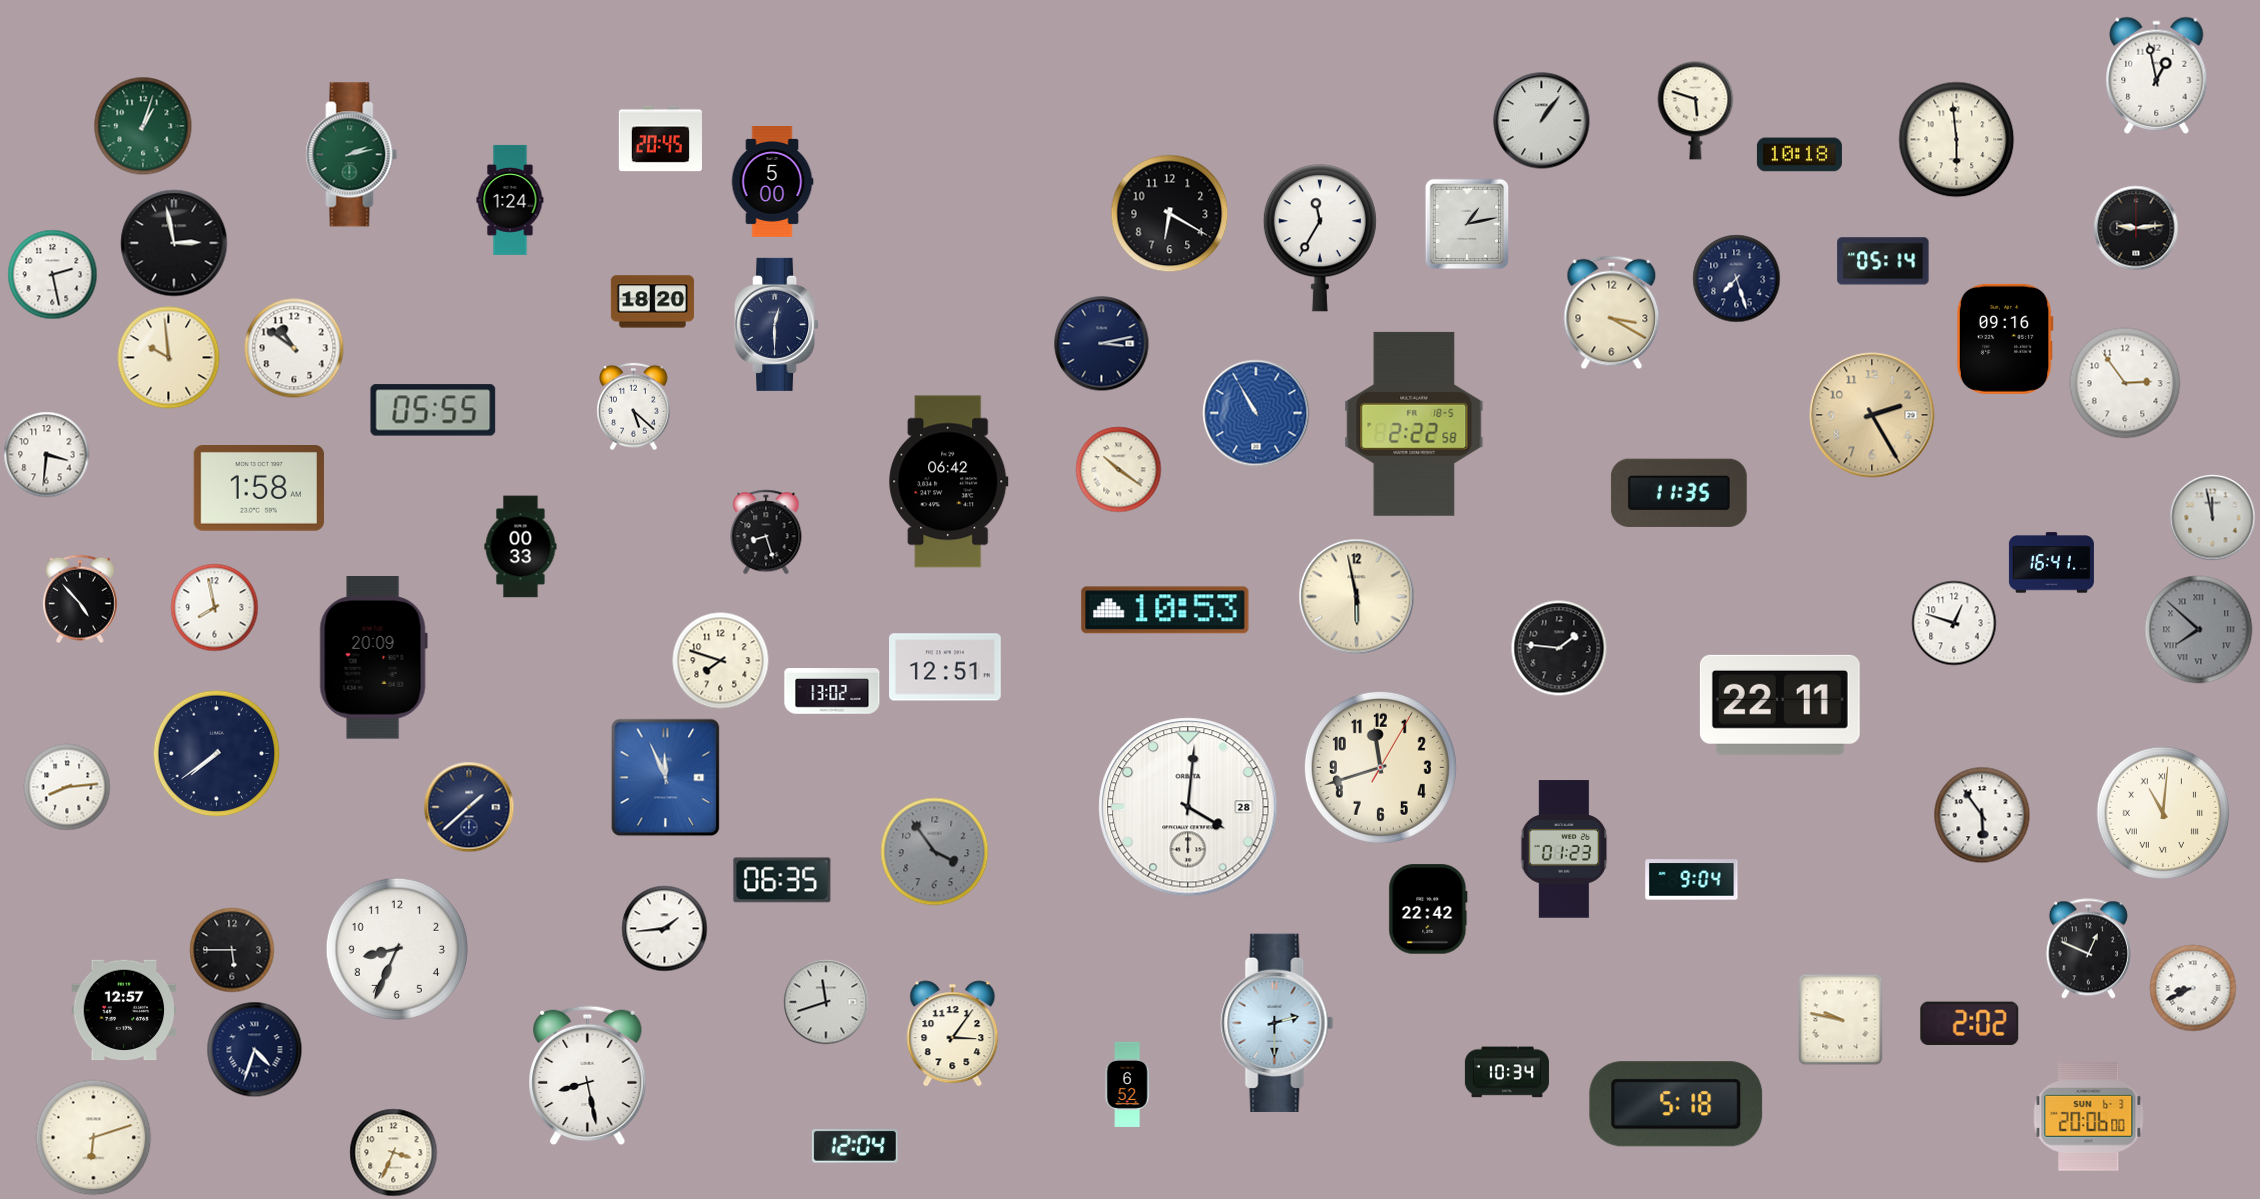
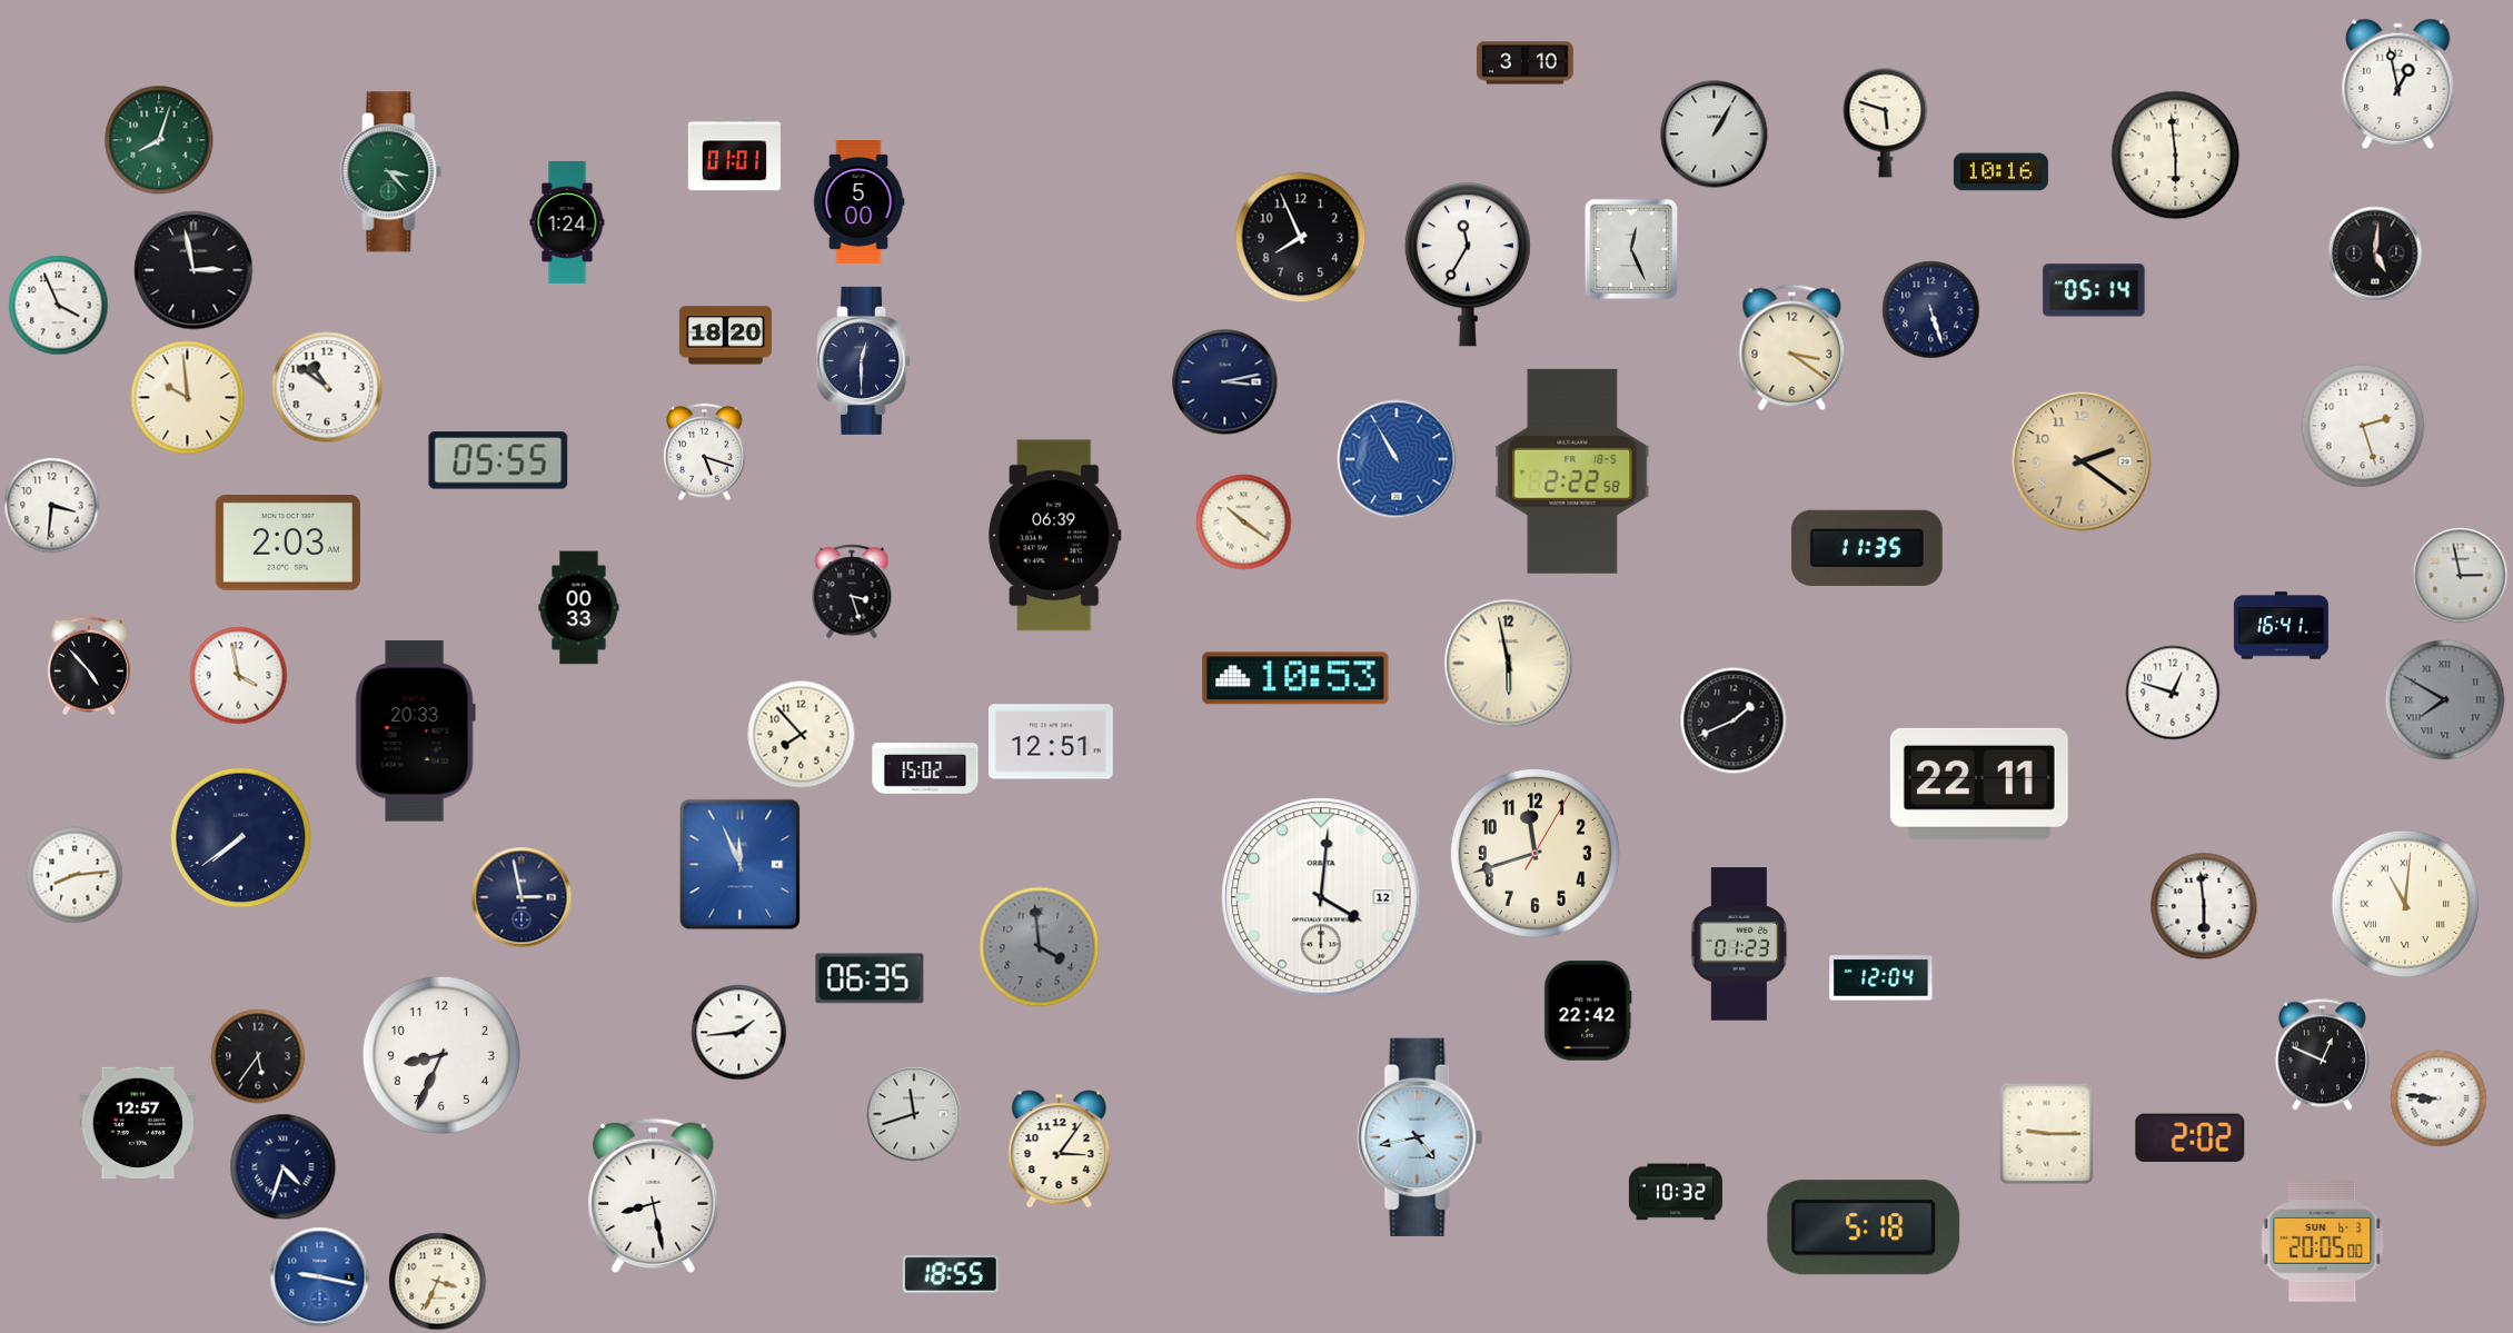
clock at (1526, 63): none -> 3:10
clock at (1542, 121): 1:06 -> 1:05
clock at (143, 126): 1:03 -> 8:03
clock at (660, 139): 20:45 -> 01:01
clock at (352, 155): 2:13 -> 3:23
clock at (1799, 155): 10:18 -> 10:16
clock at (1170, 214): 6:20 -> 7:56
clock at (1467, 224): 1:13 -> 12:26
clock at (2136, 228): 9:14 -> 5:01
clock at (53, 275): 2:28 -> 3:56
clock at (1737, 279): 7:27 -> 5:27
clock at (1612, 313): 3:20 -> 3:21
clock at (2005, 339): 09:16 -> none
clock at (2125, 383): 2:54 -> 2:27
clock at (634, 407): 5:22 -> 5:18
clock at (433, 410) position: (433, 410) -> (498, 460)
clock at (1872, 415): 2:25 -> 2:21
clock at (949, 482): 06:42 -> 06:39
clock at (259, 489): 1:58 -> 2:03
clock at (2213, 518): 11:58 -> 2:58
clock at (766, 532): 8:27 -> 3:27
clock at (215, 608): 7:58 -> 3:58
clock at (2199, 630): 7:52 -> 7:50
clock at (1559, 648): 1:46 -> 1:41
clock at (373, 658): 20:09 -> 20:33
clock at (721, 661): 7:48 -> 7:53
clock at (832, 691): 13:02 -> 15:02
clock at (469, 807): 1:38 -> 2:58
clock at (1188, 807) date: 28 -> 12
clock at (1982, 815): 5:54 -> 5:59
clock at (935, 852): 3:54 -> 3:59
clock at (1692, 880): 9:04 -> 12:04
clock at (232, 950): 5:45 -> 5:36
clock at (2193, 988): 8:41 -> 8:46
clock at (826, 1002) position: (826, 1002) -> (914, 1114)
clock at (1841, 1020): 9:47 -> 9:15
clock at (1277, 1023): 2:30 -> 4:43
clock at (1507, 1072): 10:34 -> 10:32
clock at (1127, 1084): 6:52 -> none
clock at (2089, 1117): 20:06 -> 20:05
clock at (94, 1138): 6:12 -> none
clock at (855, 1147): 12:04 -> 18:55
clock at (320, 1277): none -> 9:17
